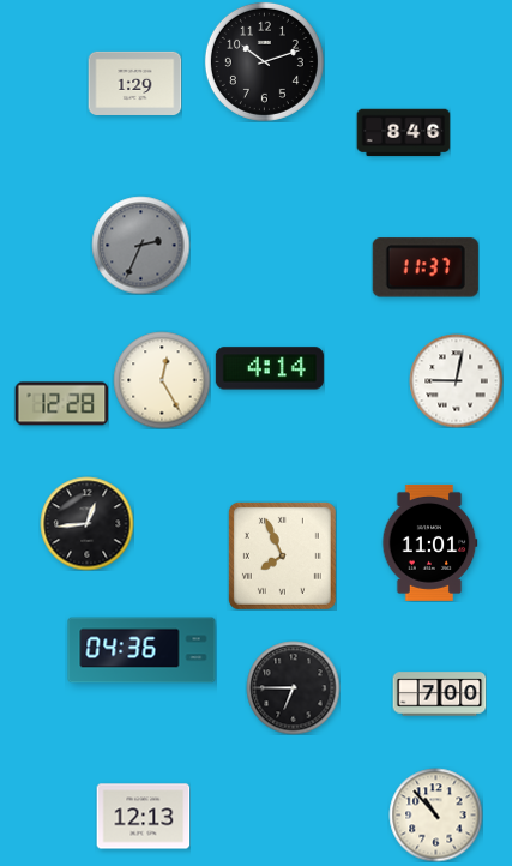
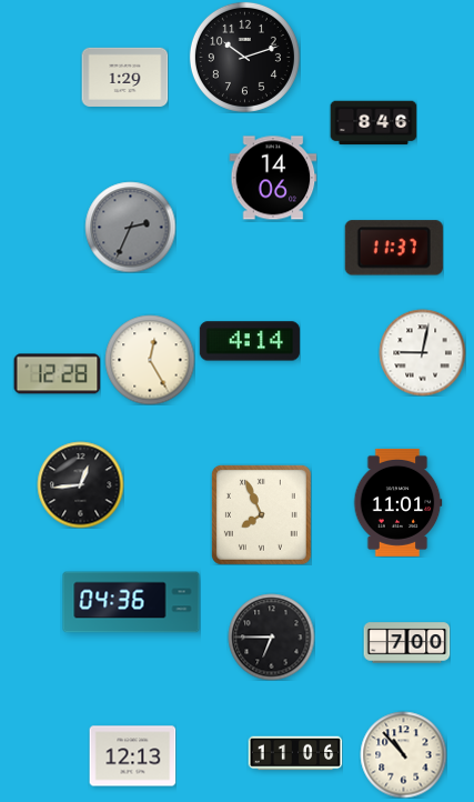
clock at (273, 178): none -> 14:06
clock at (162, 380) position: (162, 380) -> (150, 360)
clock at (295, 753): none -> 11:06
